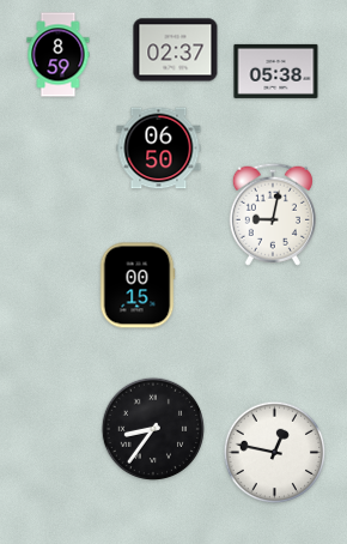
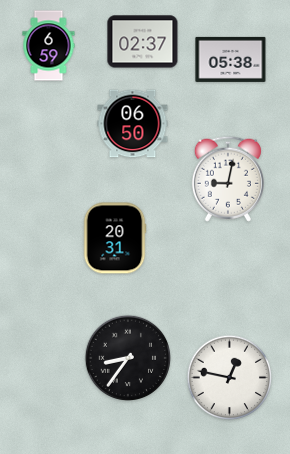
clock at (176, 50) position: (176, 50) -> (143, 42)
clock at (59, 55): 8:59 -> 6:59
clock at (138, 285): 00:15 -> 20:31
